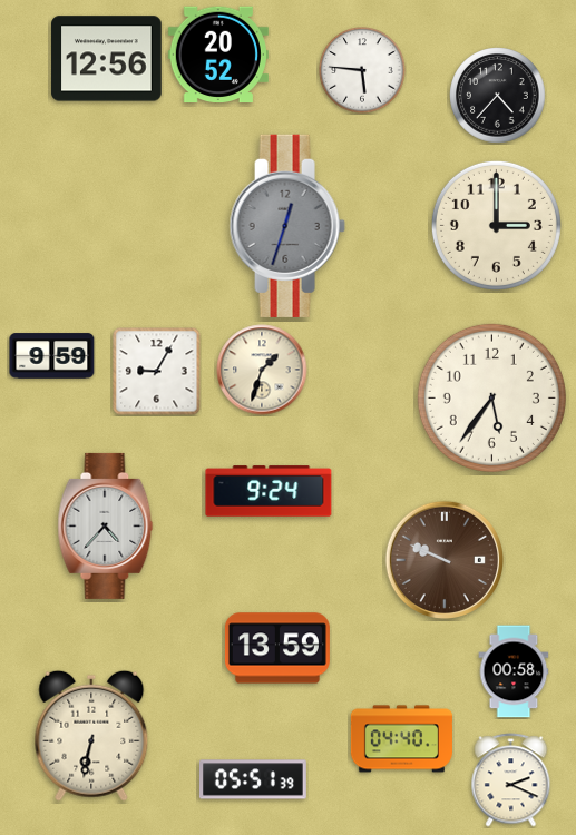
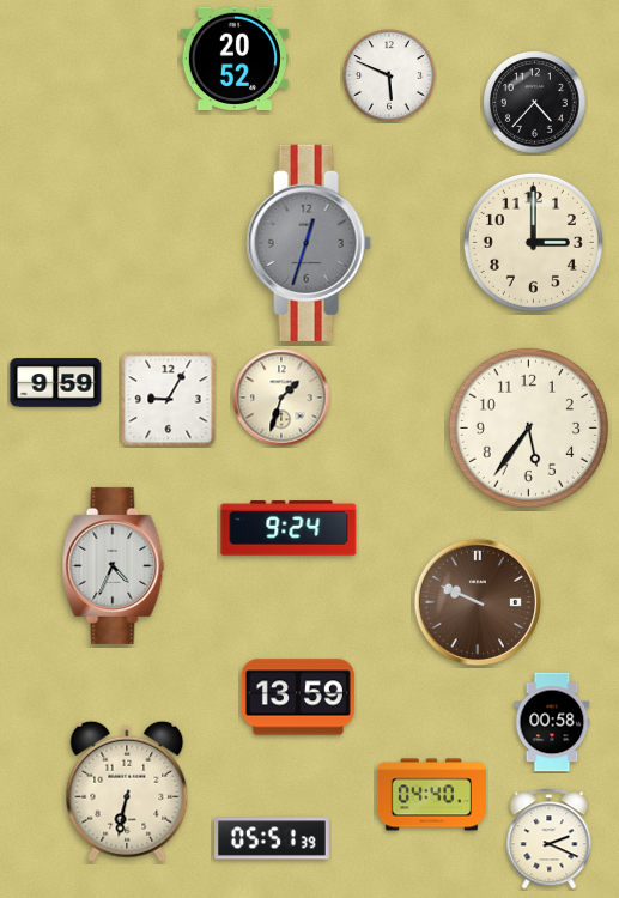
clock at (107, 59): 12:56 -> none
clock at (362, 70): 5:46 -> 5:49
clock at (106, 525): 4:37 -> 4:34
clock at (91, 736) position: (91, 736) -> (127, 791)
